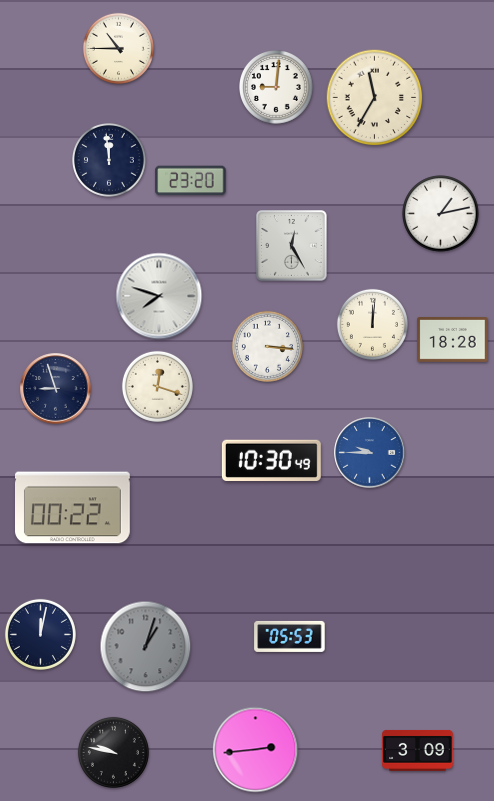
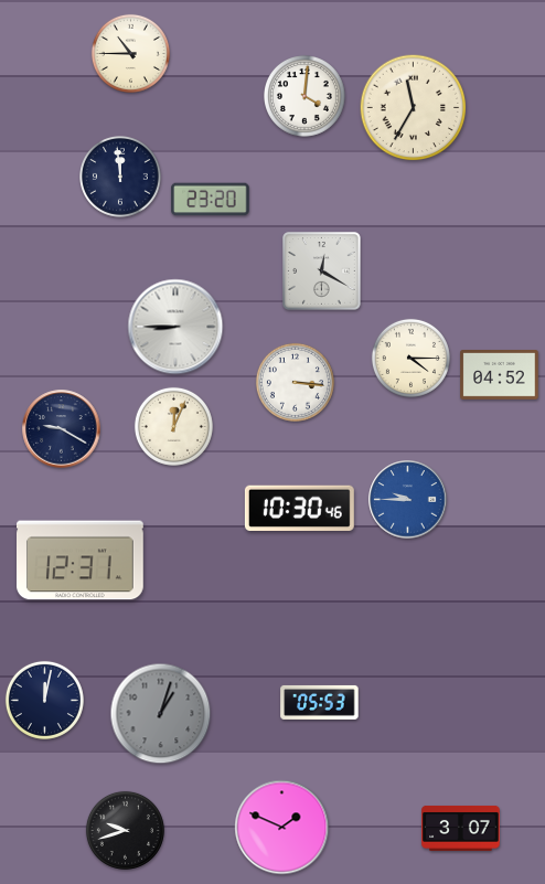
clock at (277, 88): 9:01 -> 4:01
clock at (441, 214): 1:13 -> none
clock at (292, 246): 12:25 -> 12:20
clock at (159, 296): 7:48 -> 8:45
clock at (372, 324): 12:01 -> 4:15
clock at (453, 340): 18:28 -> 04:52
clock at (157, 386): 12:18 -> 12:04
clock at (56, 389): 8:57 -> 9:20
clock at (271, 461): 10:30:49 -> 10:30:46
clock at (73, 508): 00:22 -> 12:31
clock at (256, 750): 2:44 -> 1:49
clock at (418, 750): 3:09 -> 3:07
clock at (113, 752): 9:47 -> 9:42
